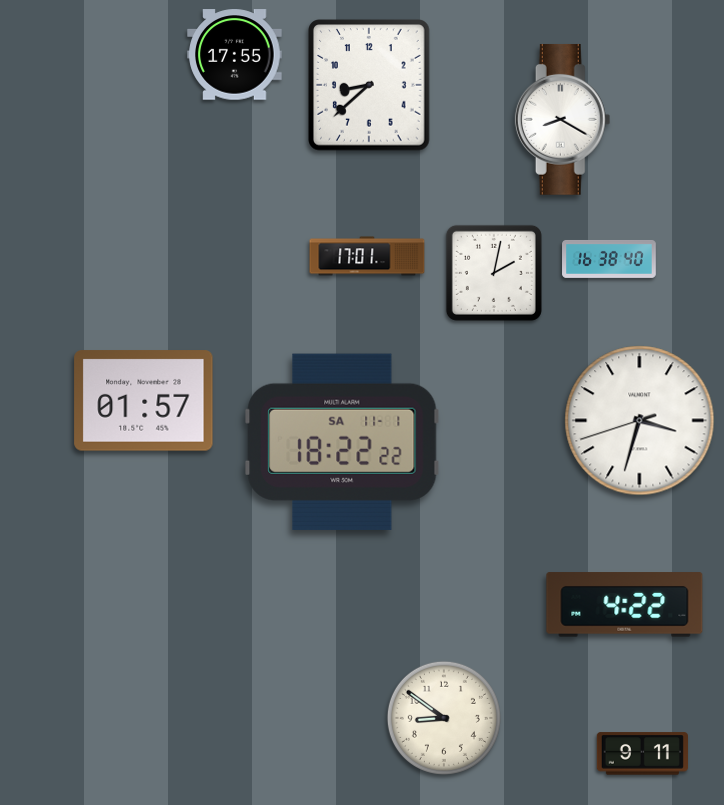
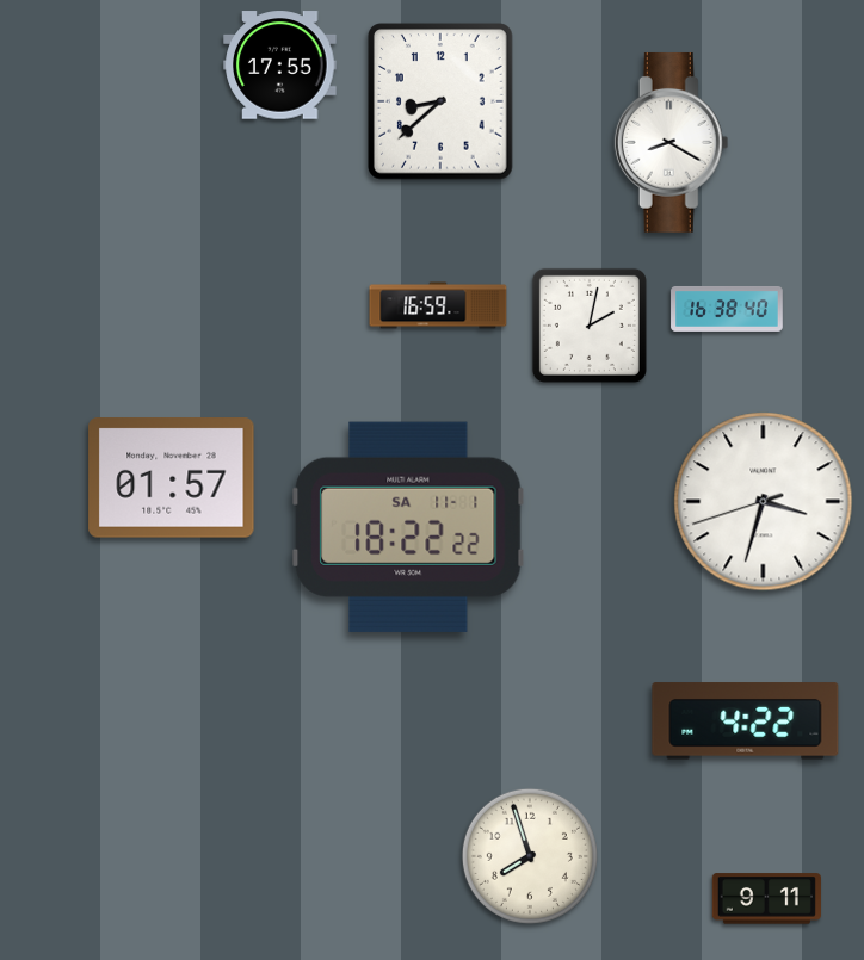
clock at (367, 256): 17:01 -> 16:59
clock at (444, 718): 8:51 -> 7:57
